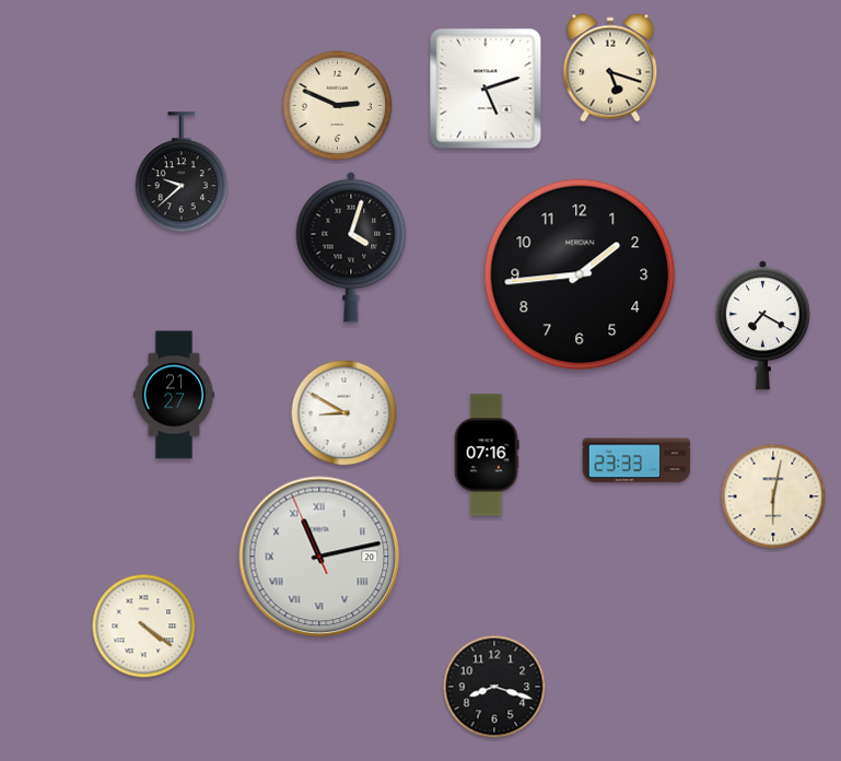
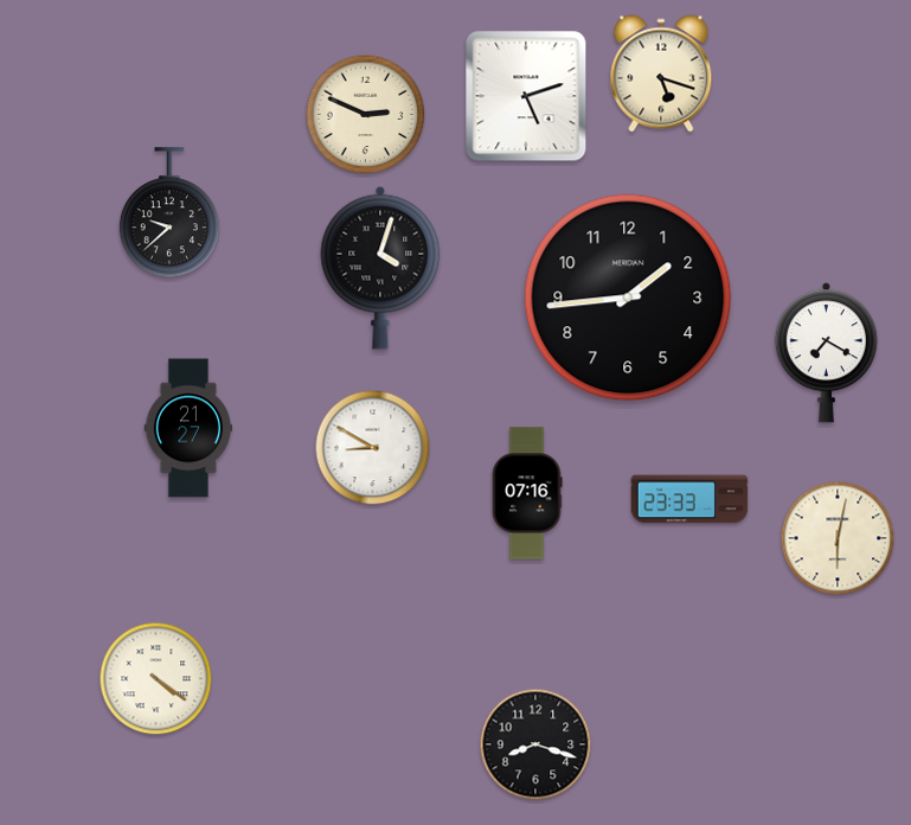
clock at (182, 173) position: (182, 173) -> (169, 213)
clock at (319, 557): 11:12 -> none
